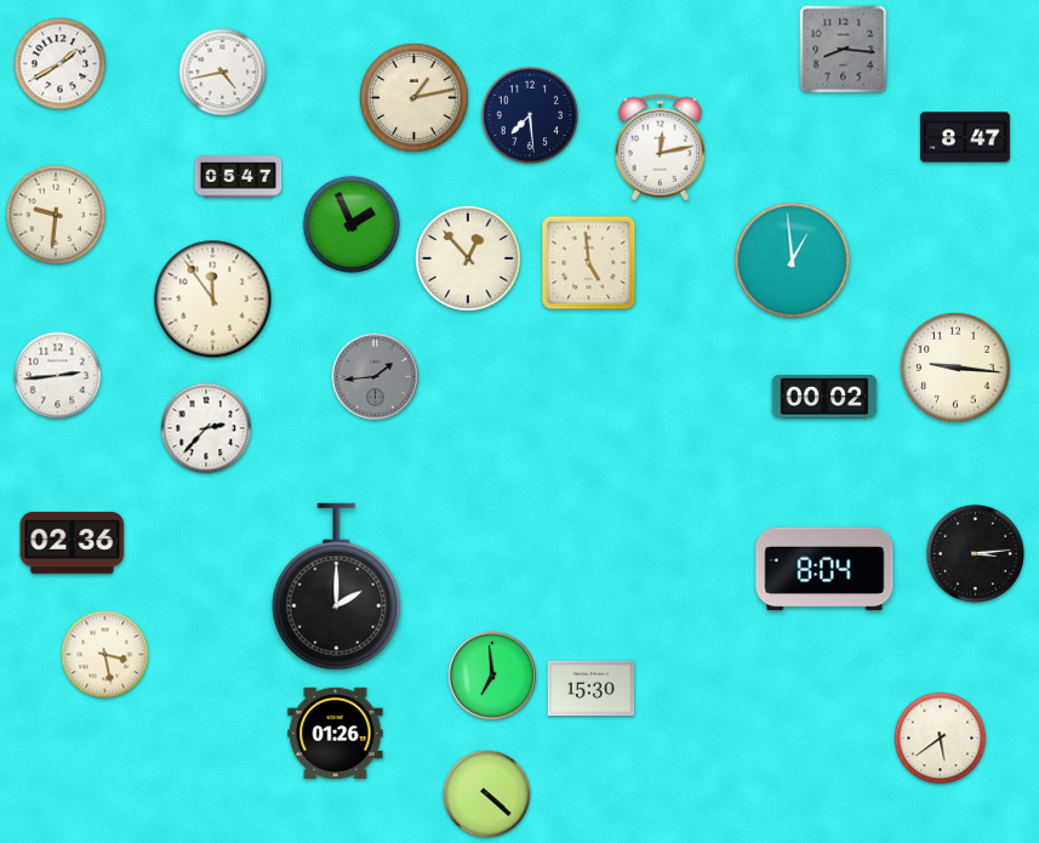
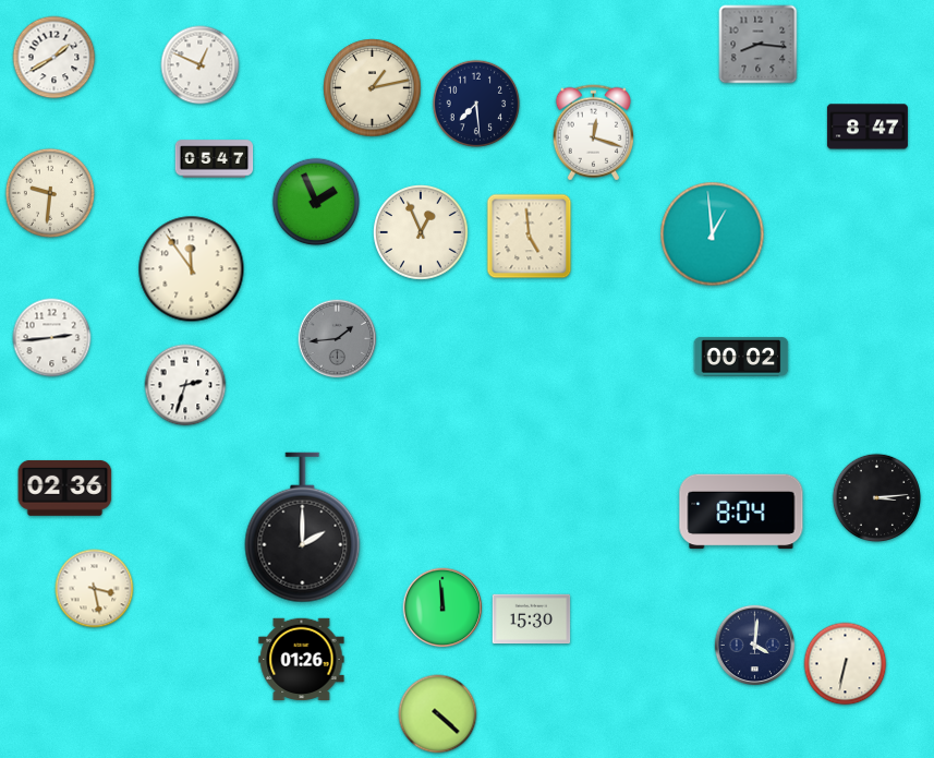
clock at (223, 73): 4:43 -> 12:49
clock at (965, 137) position: (965, 137) -> (868, 127)
clock at (660, 148): 12:13 -> 12:18
clock at (469, 260): 12:53 -> 12:56
clock at (955, 368): 9:16 -> none
clock at (206, 428): 2:37 -> 2:33
clock at (492, 676): 6:59 -> 11:59
clock at (755, 646): none -> 4:01
clock at (941, 739): 5:39 -> 6:32
